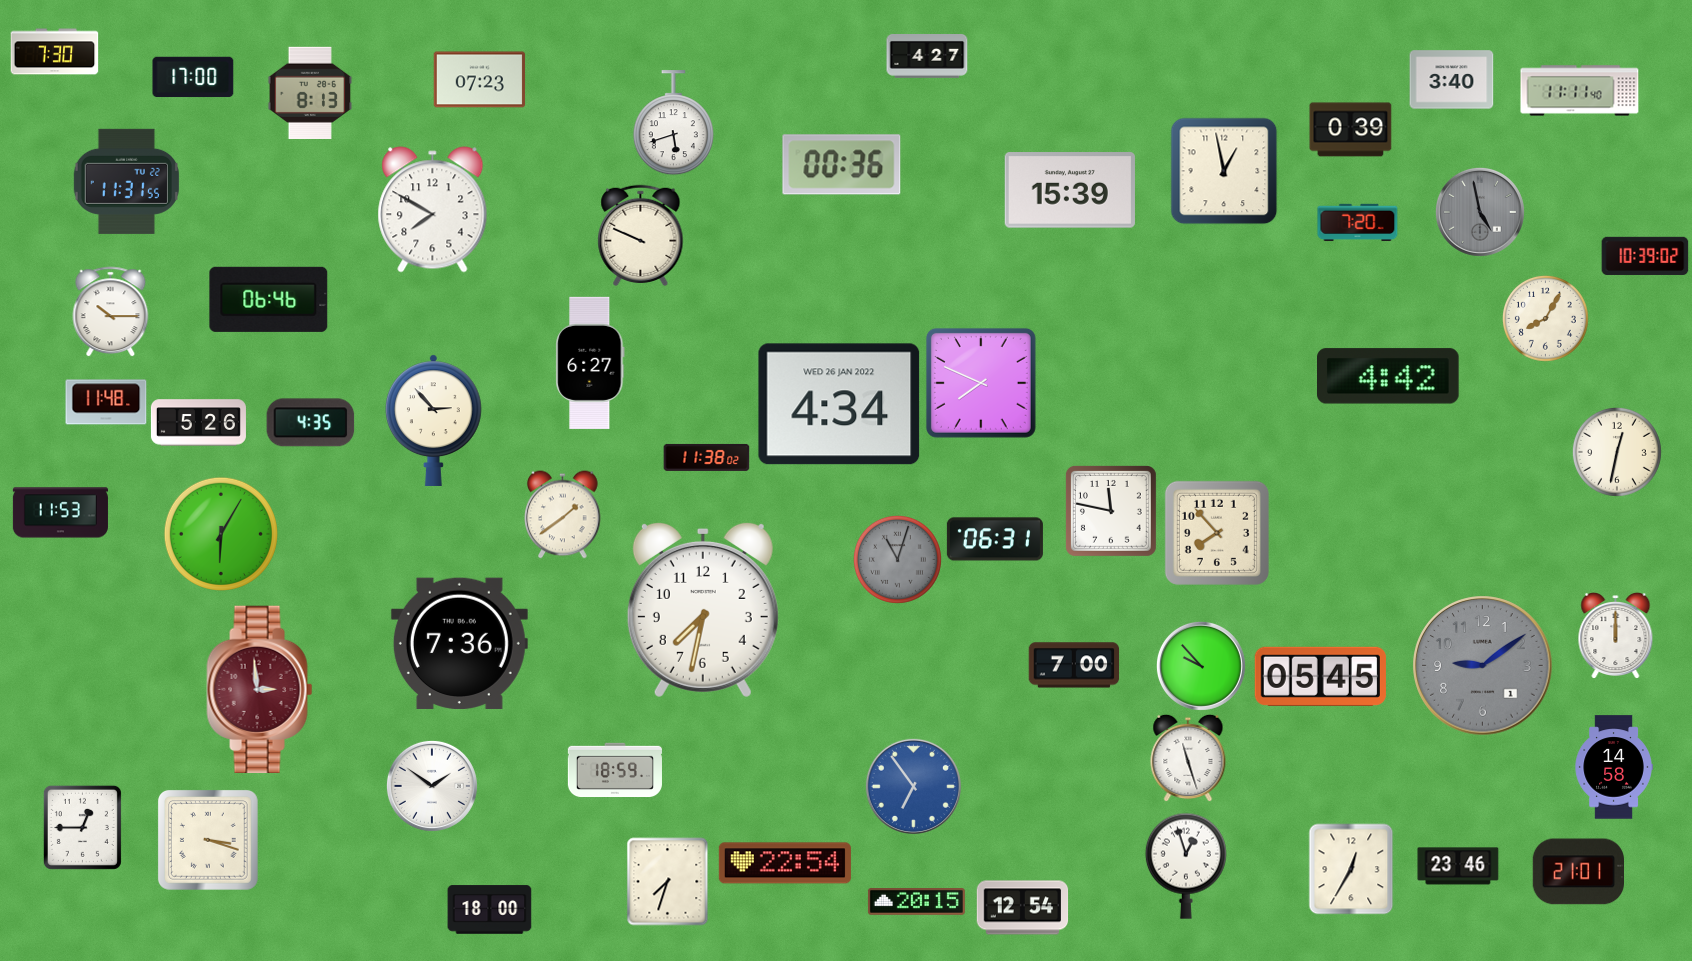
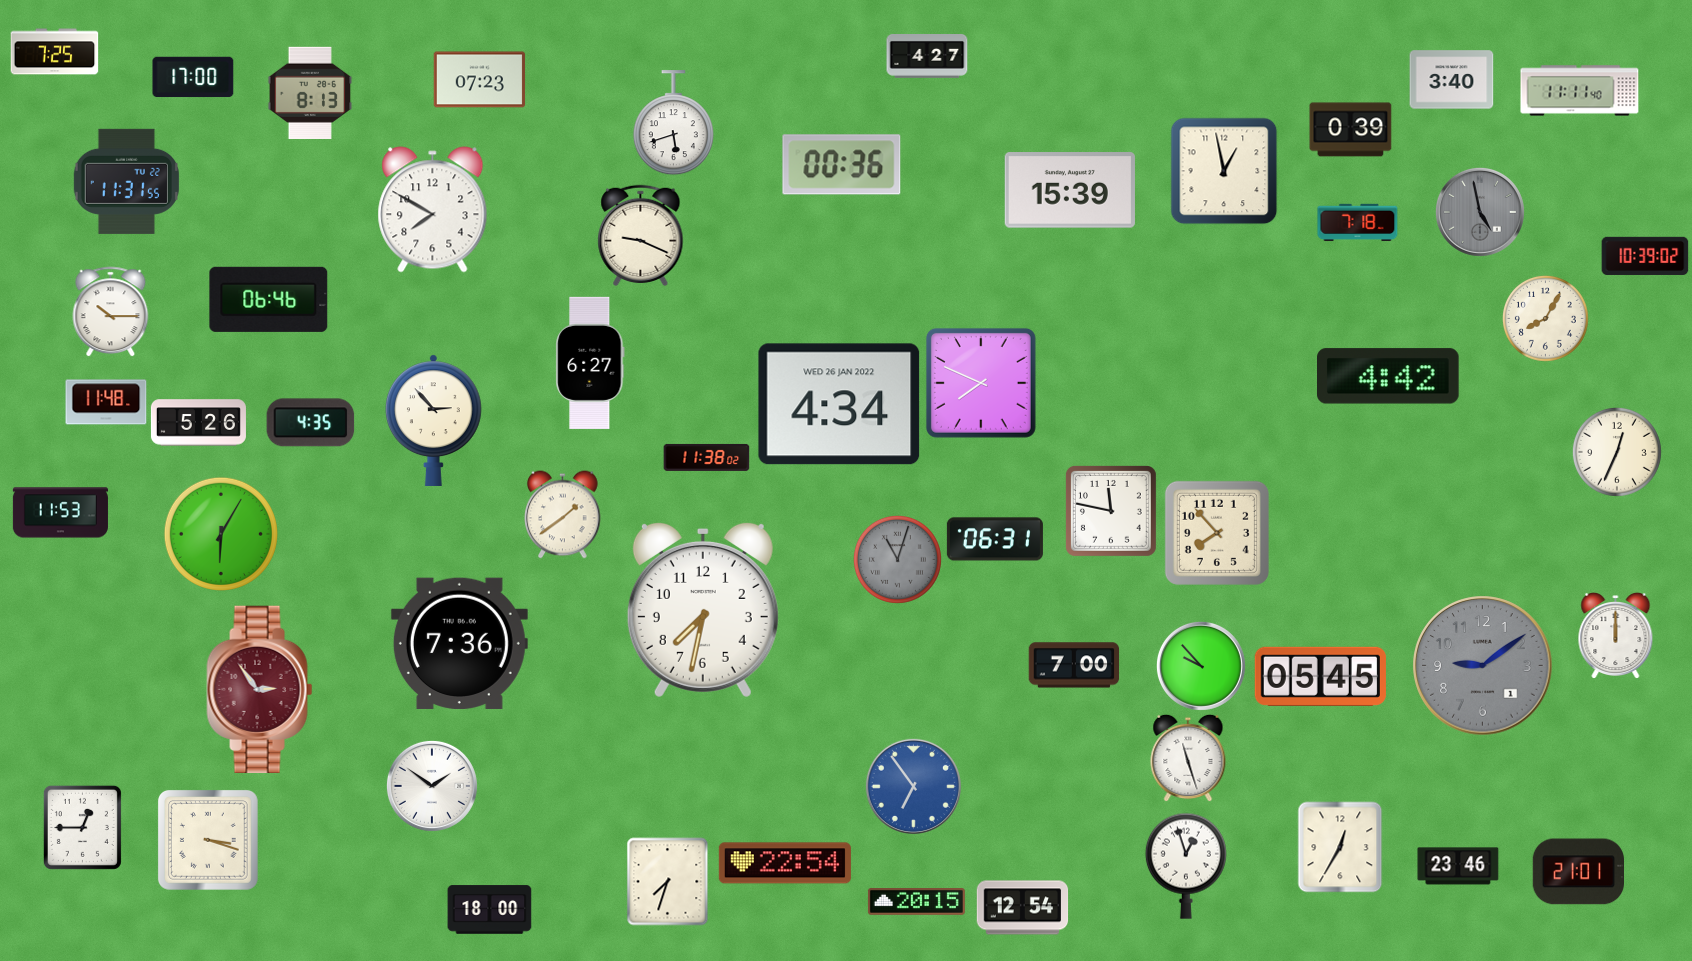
clock at (55, 52): 7:30 -> 7:25
clock at (1358, 223): 7:20 -> 7:18
clock at (641, 235): 9:49 -> 9:19
clock at (1617, 452): 12:32 -> 12:34
clock at (260, 689): 2:59 -> 2:54
clock at (1614, 767): 14:58 -> none
clock at (615, 769): 18:59 -> none
clock at (1351, 869) position: (1351, 869) -> (1340, 847)
